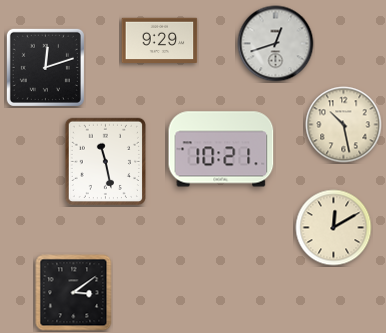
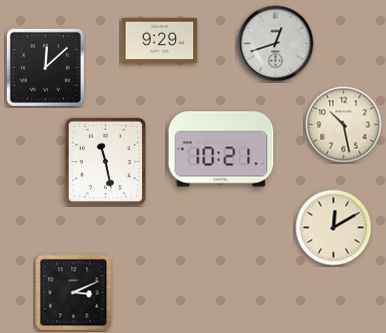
clock at (45, 67): 12:12 -> 12:08
clock at (74, 293): 3:09 -> 3:11
